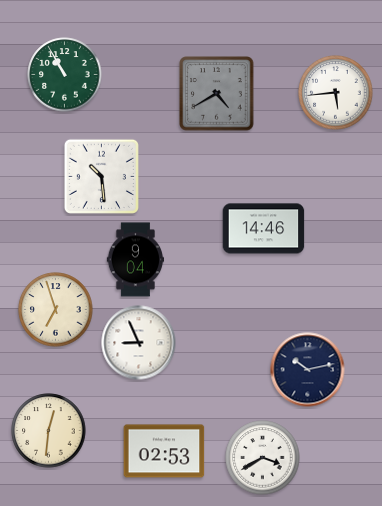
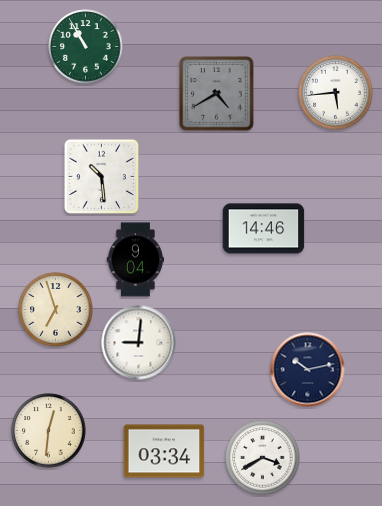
clock at (65, 75) position: (65, 75) -> (86, 47)
clock at (139, 343): 8:56 -> 9:01
clock at (164, 451): 02:53 -> 03:34
